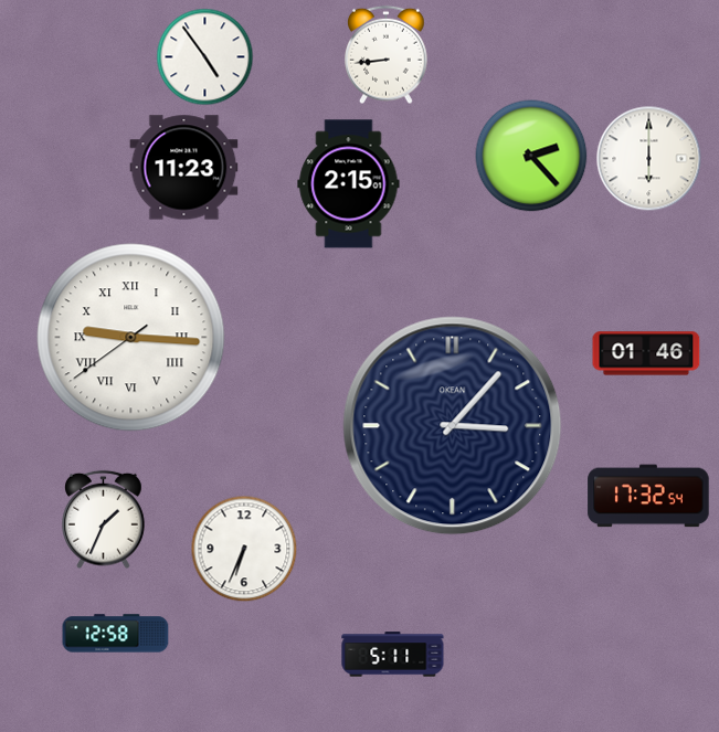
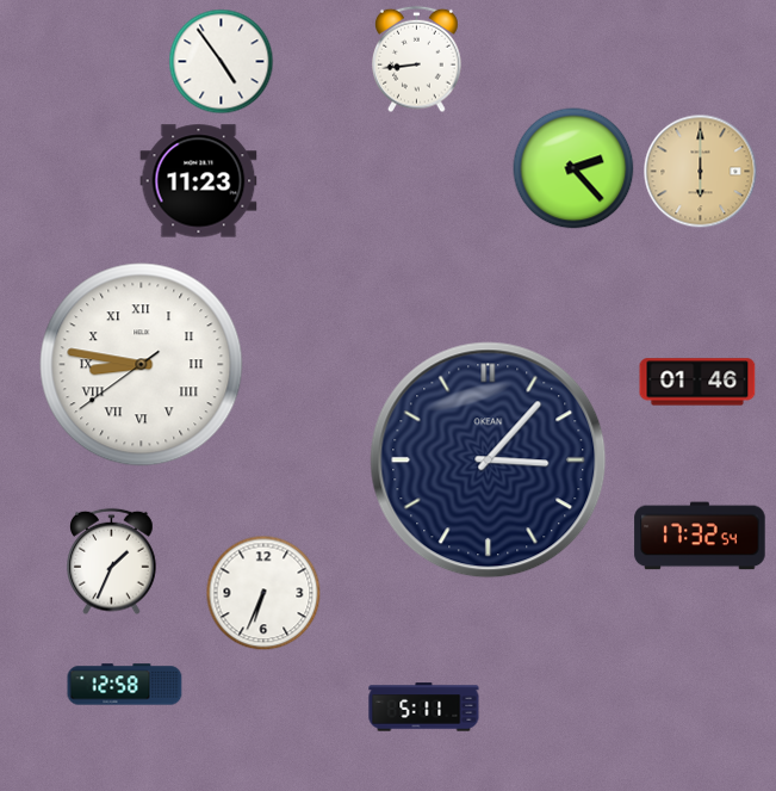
clock at (649, 159) dial: white -> champagne
clock at (349, 184): 2:15 -> none
clock at (131, 338): 9:15 -> 8:46
